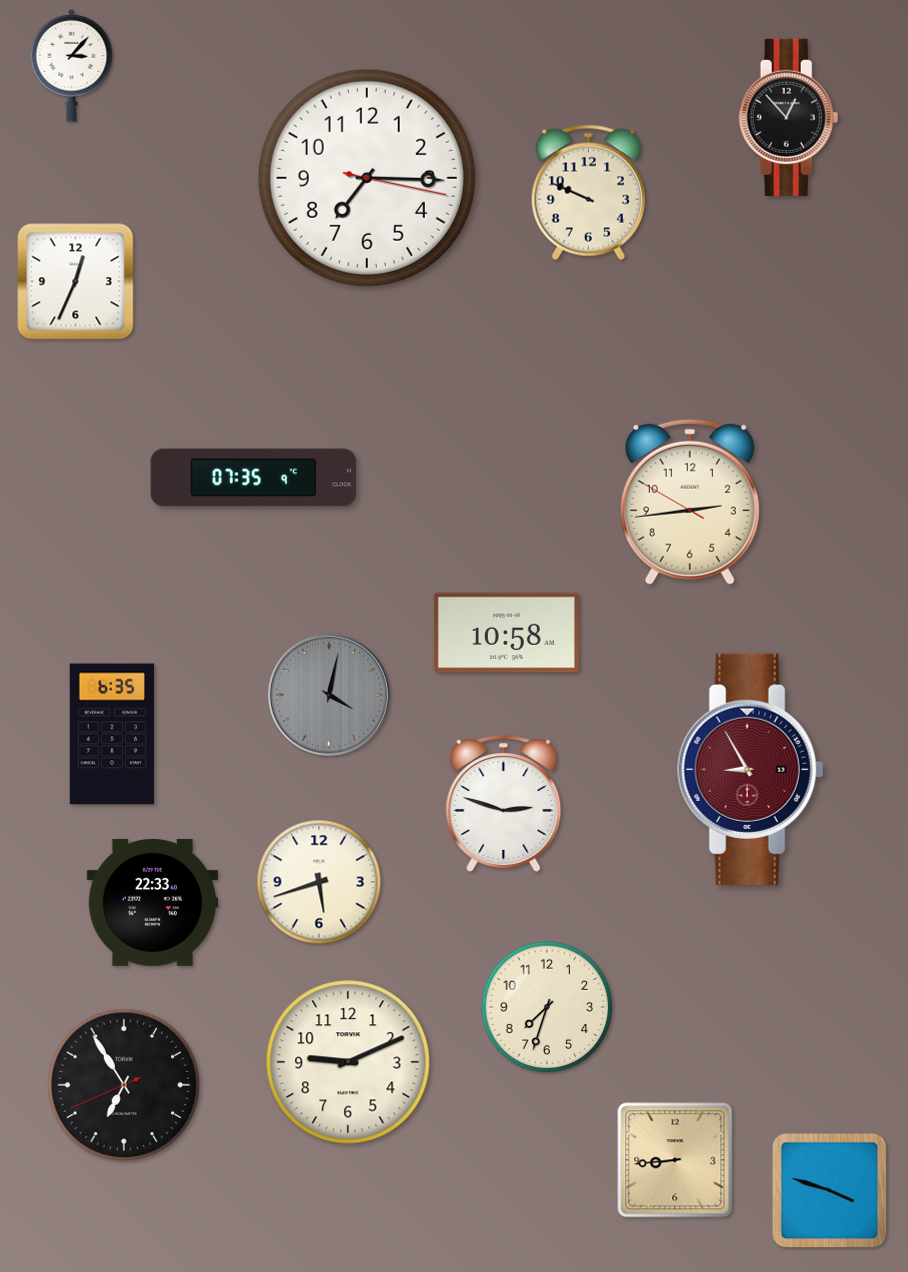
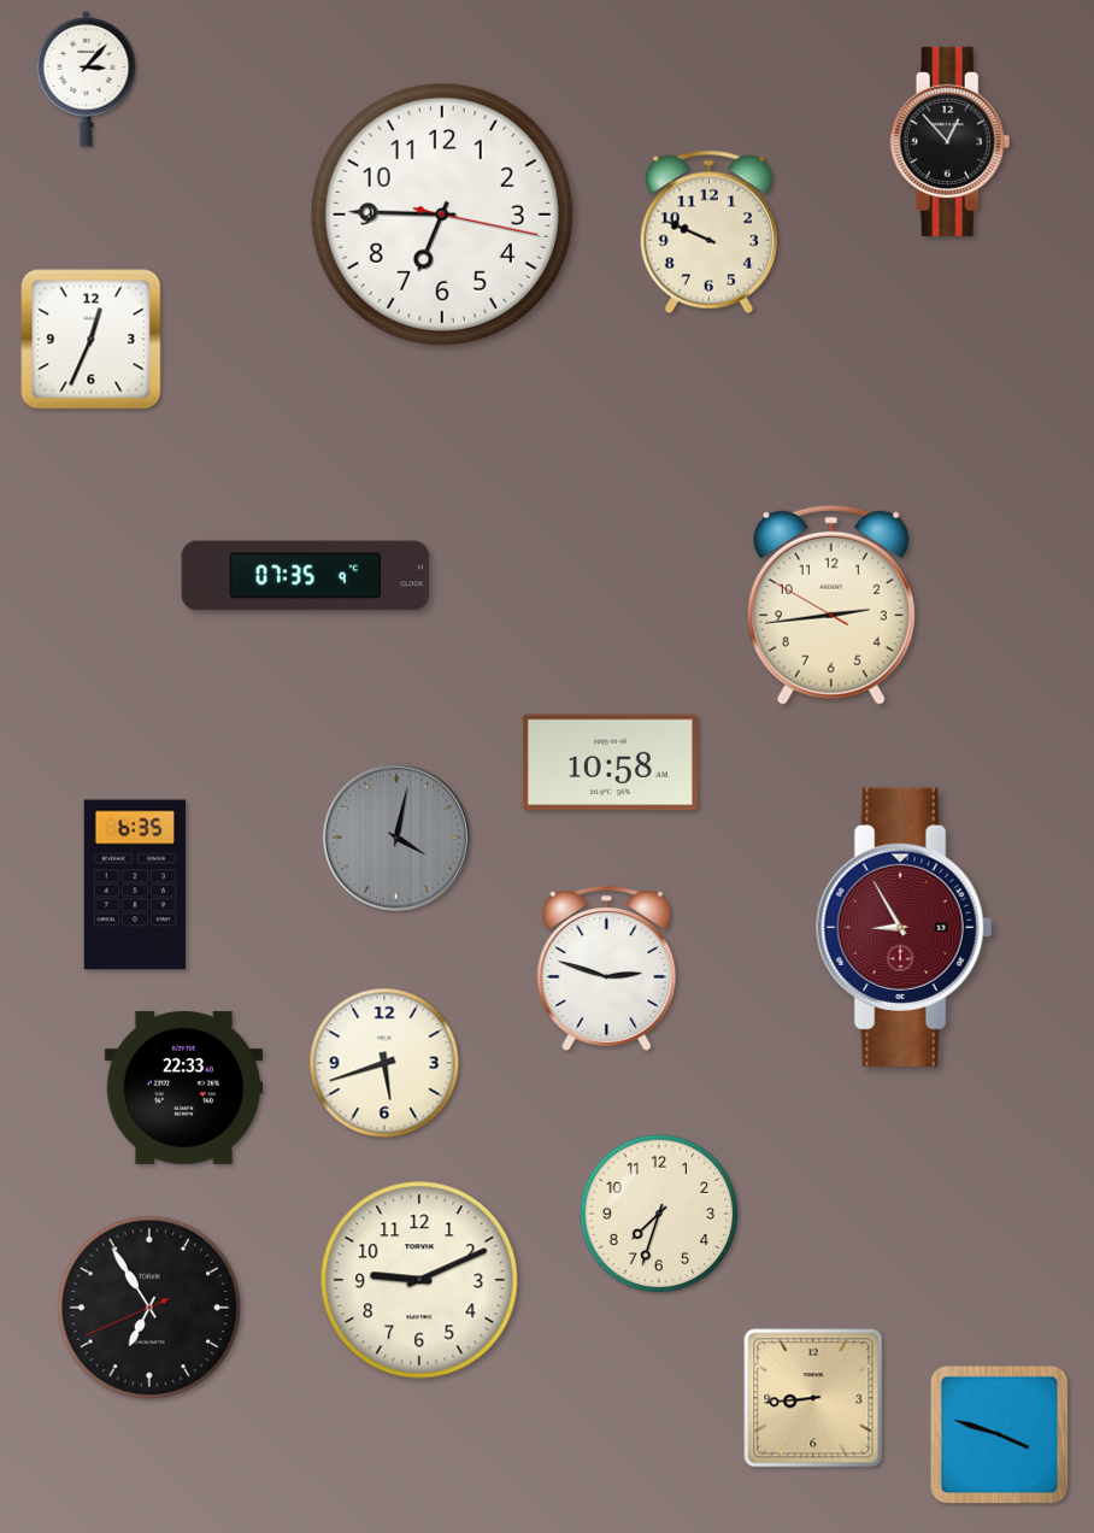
clock at (367, 178): 7:15 -> 6:45
